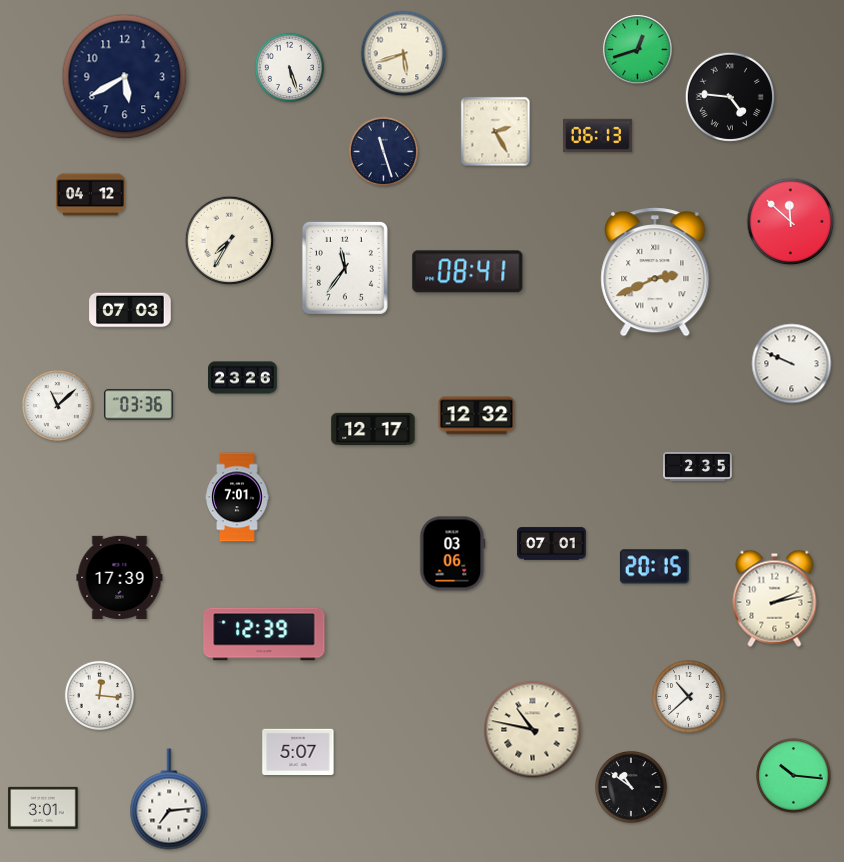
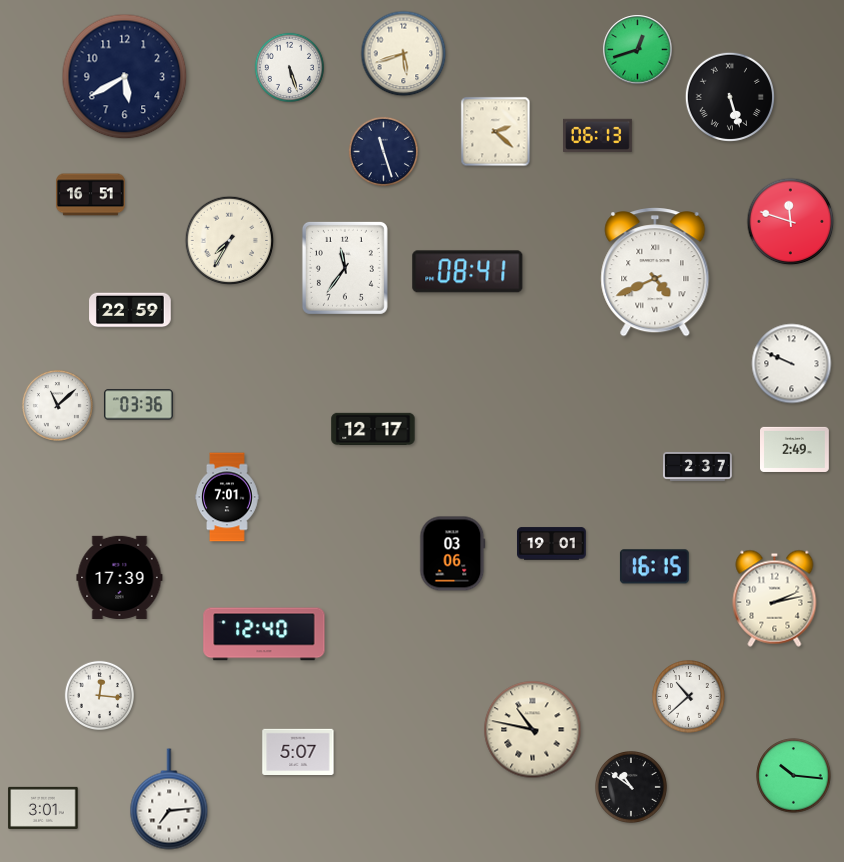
clock at (730, 97): 4:46 -> 5:27
clock at (496, 132): 2:25 -> 2:22
clock at (91, 195): 04:12 -> 16:51
clock at (791, 222): 11:52 -> 11:48
clock at (655, 272): 2:41 -> 4:41
clock at (130, 310): 07:03 -> 22:59
clock at (243, 378): 23:26 -> none
clock at (477, 416): 12:32 -> none
clock at (795, 449): none -> 2:49
clock at (698, 466): 2:35 -> 2:37
clock at (237, 497) position: (237, 497) -> (227, 497)
clock at (552, 544): 07:01 -> 19:01
clock at (654, 567): 20:15 -> 16:15
clock at (264, 634): 12:39 -> 12:40
